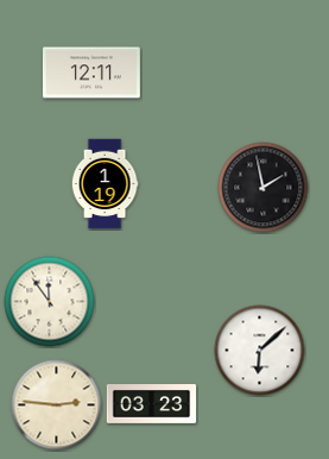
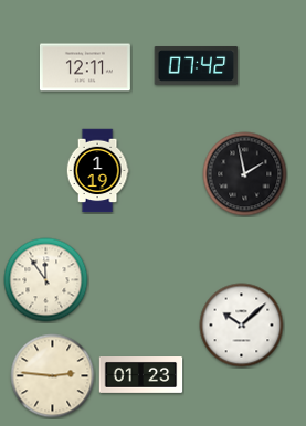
clock at (197, 66): none -> 07:42
clock at (260, 351): 6:08 -> 10:08
clock at (152, 404): 03:23 -> 01:23
